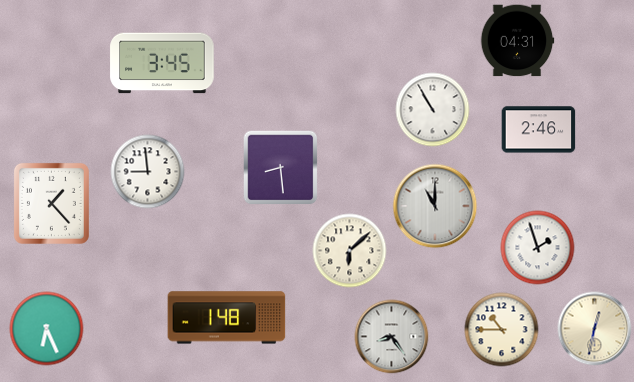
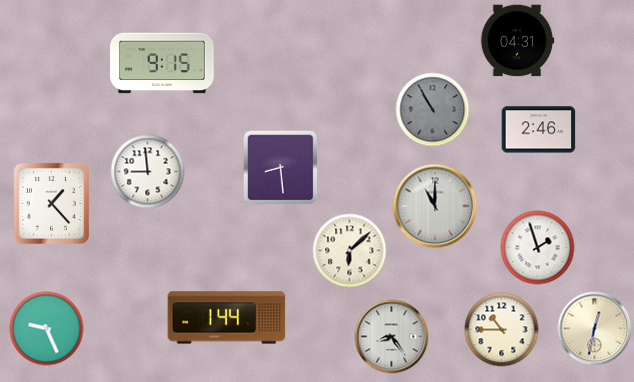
clock at (162, 63): 3:45 -> 9:15
clock at (433, 110) dial: white -> grey
clock at (227, 318): 1:48 -> 1:44
clock at (47, 329): 6:26 -> 9:26
